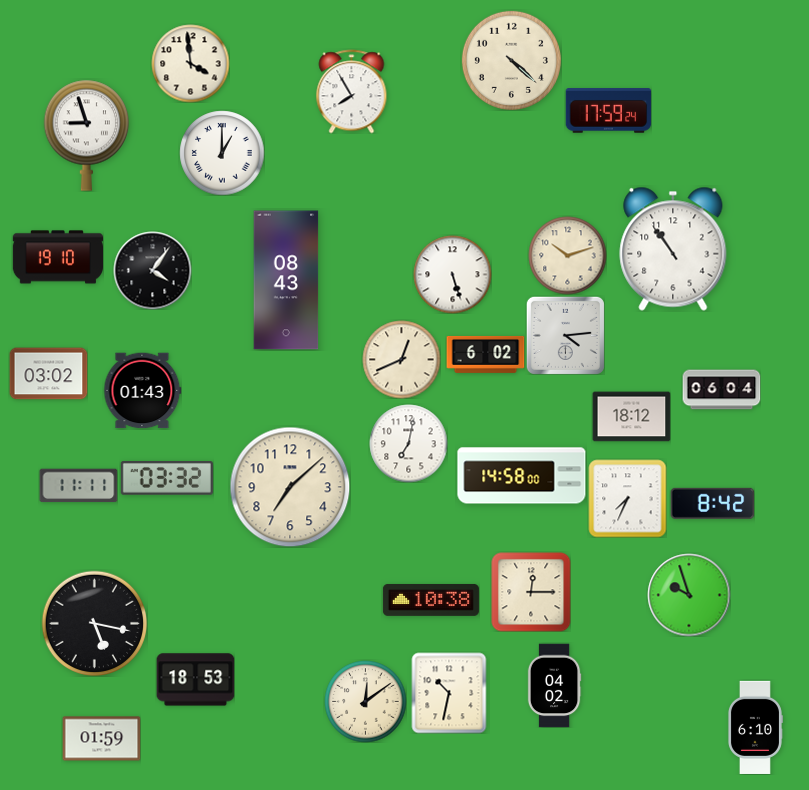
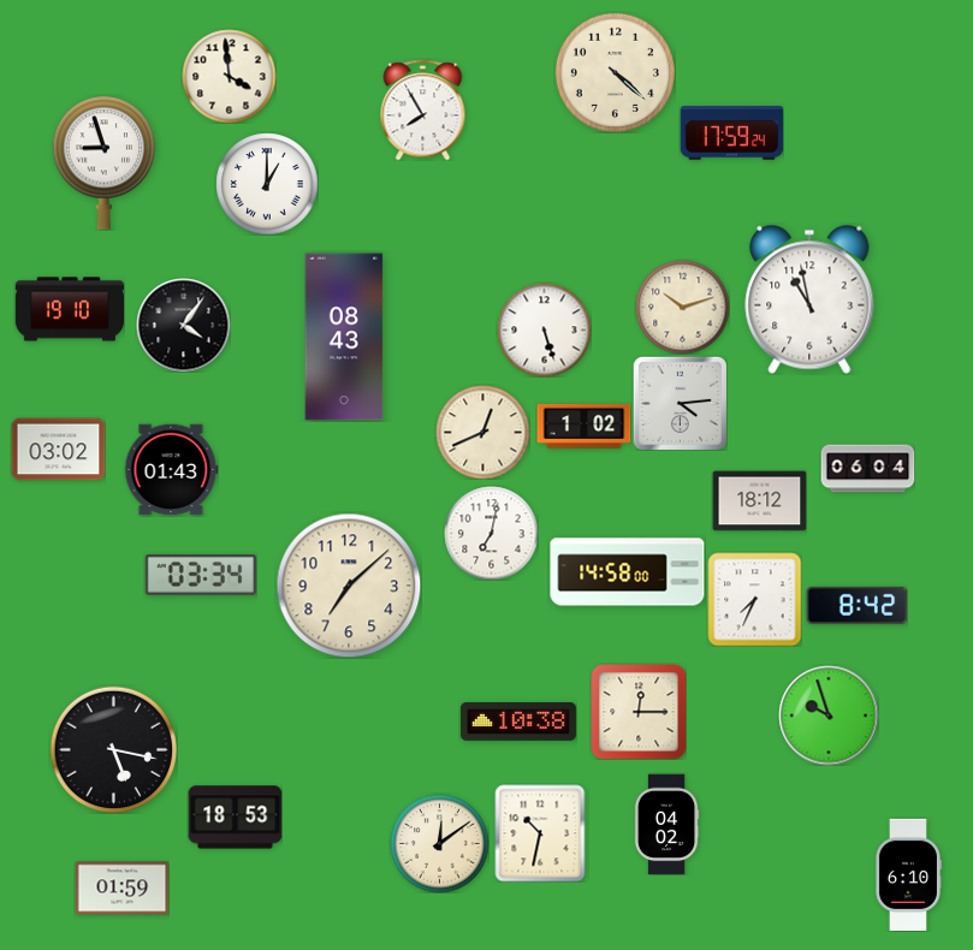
clock at (673, 249): 10:54 -> 10:58
clock at (485, 354): 6:02 -> 1:02
clock at (167, 479): 03:32 -> 03:34
clock at (78, 486): 11:11 -> none
